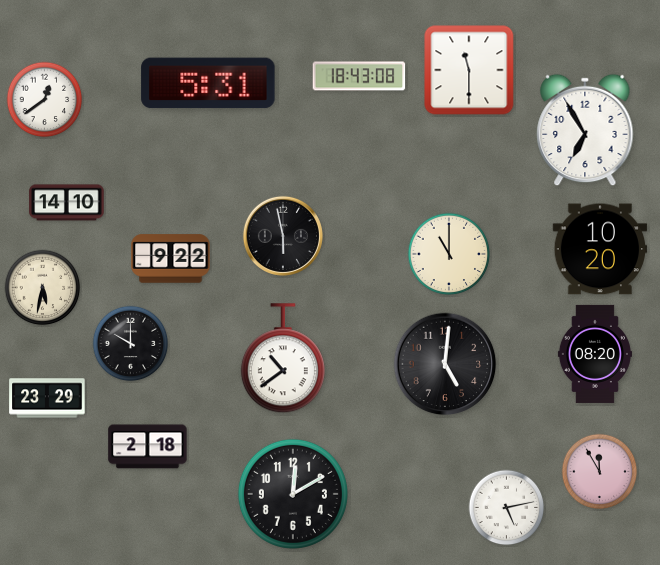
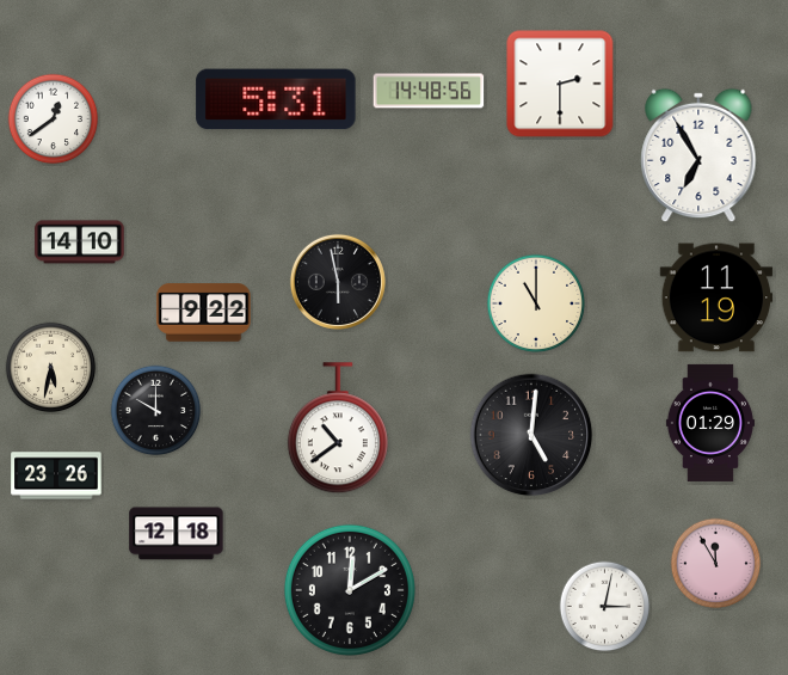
clock at (469, 70): 11:30 -> 2:30
clock at (359, 76): 18:43 -> 14:48
clock at (208, 83) position: (208, 83) -> (276, 99)
clock at (600, 249): 10:20 -> 11:19
clock at (171, 259) position: (171, 259) -> (204, 313)
clock at (43, 288) position: (43, 288) -> (51, 368)
clock at (595, 354): 08:20 -> 01:29
clock at (47, 398): 23:29 -> 23:26
clock at (148, 447): 2:18 -> 12:18
clock at (507, 508): 5:13 -> 3:02
